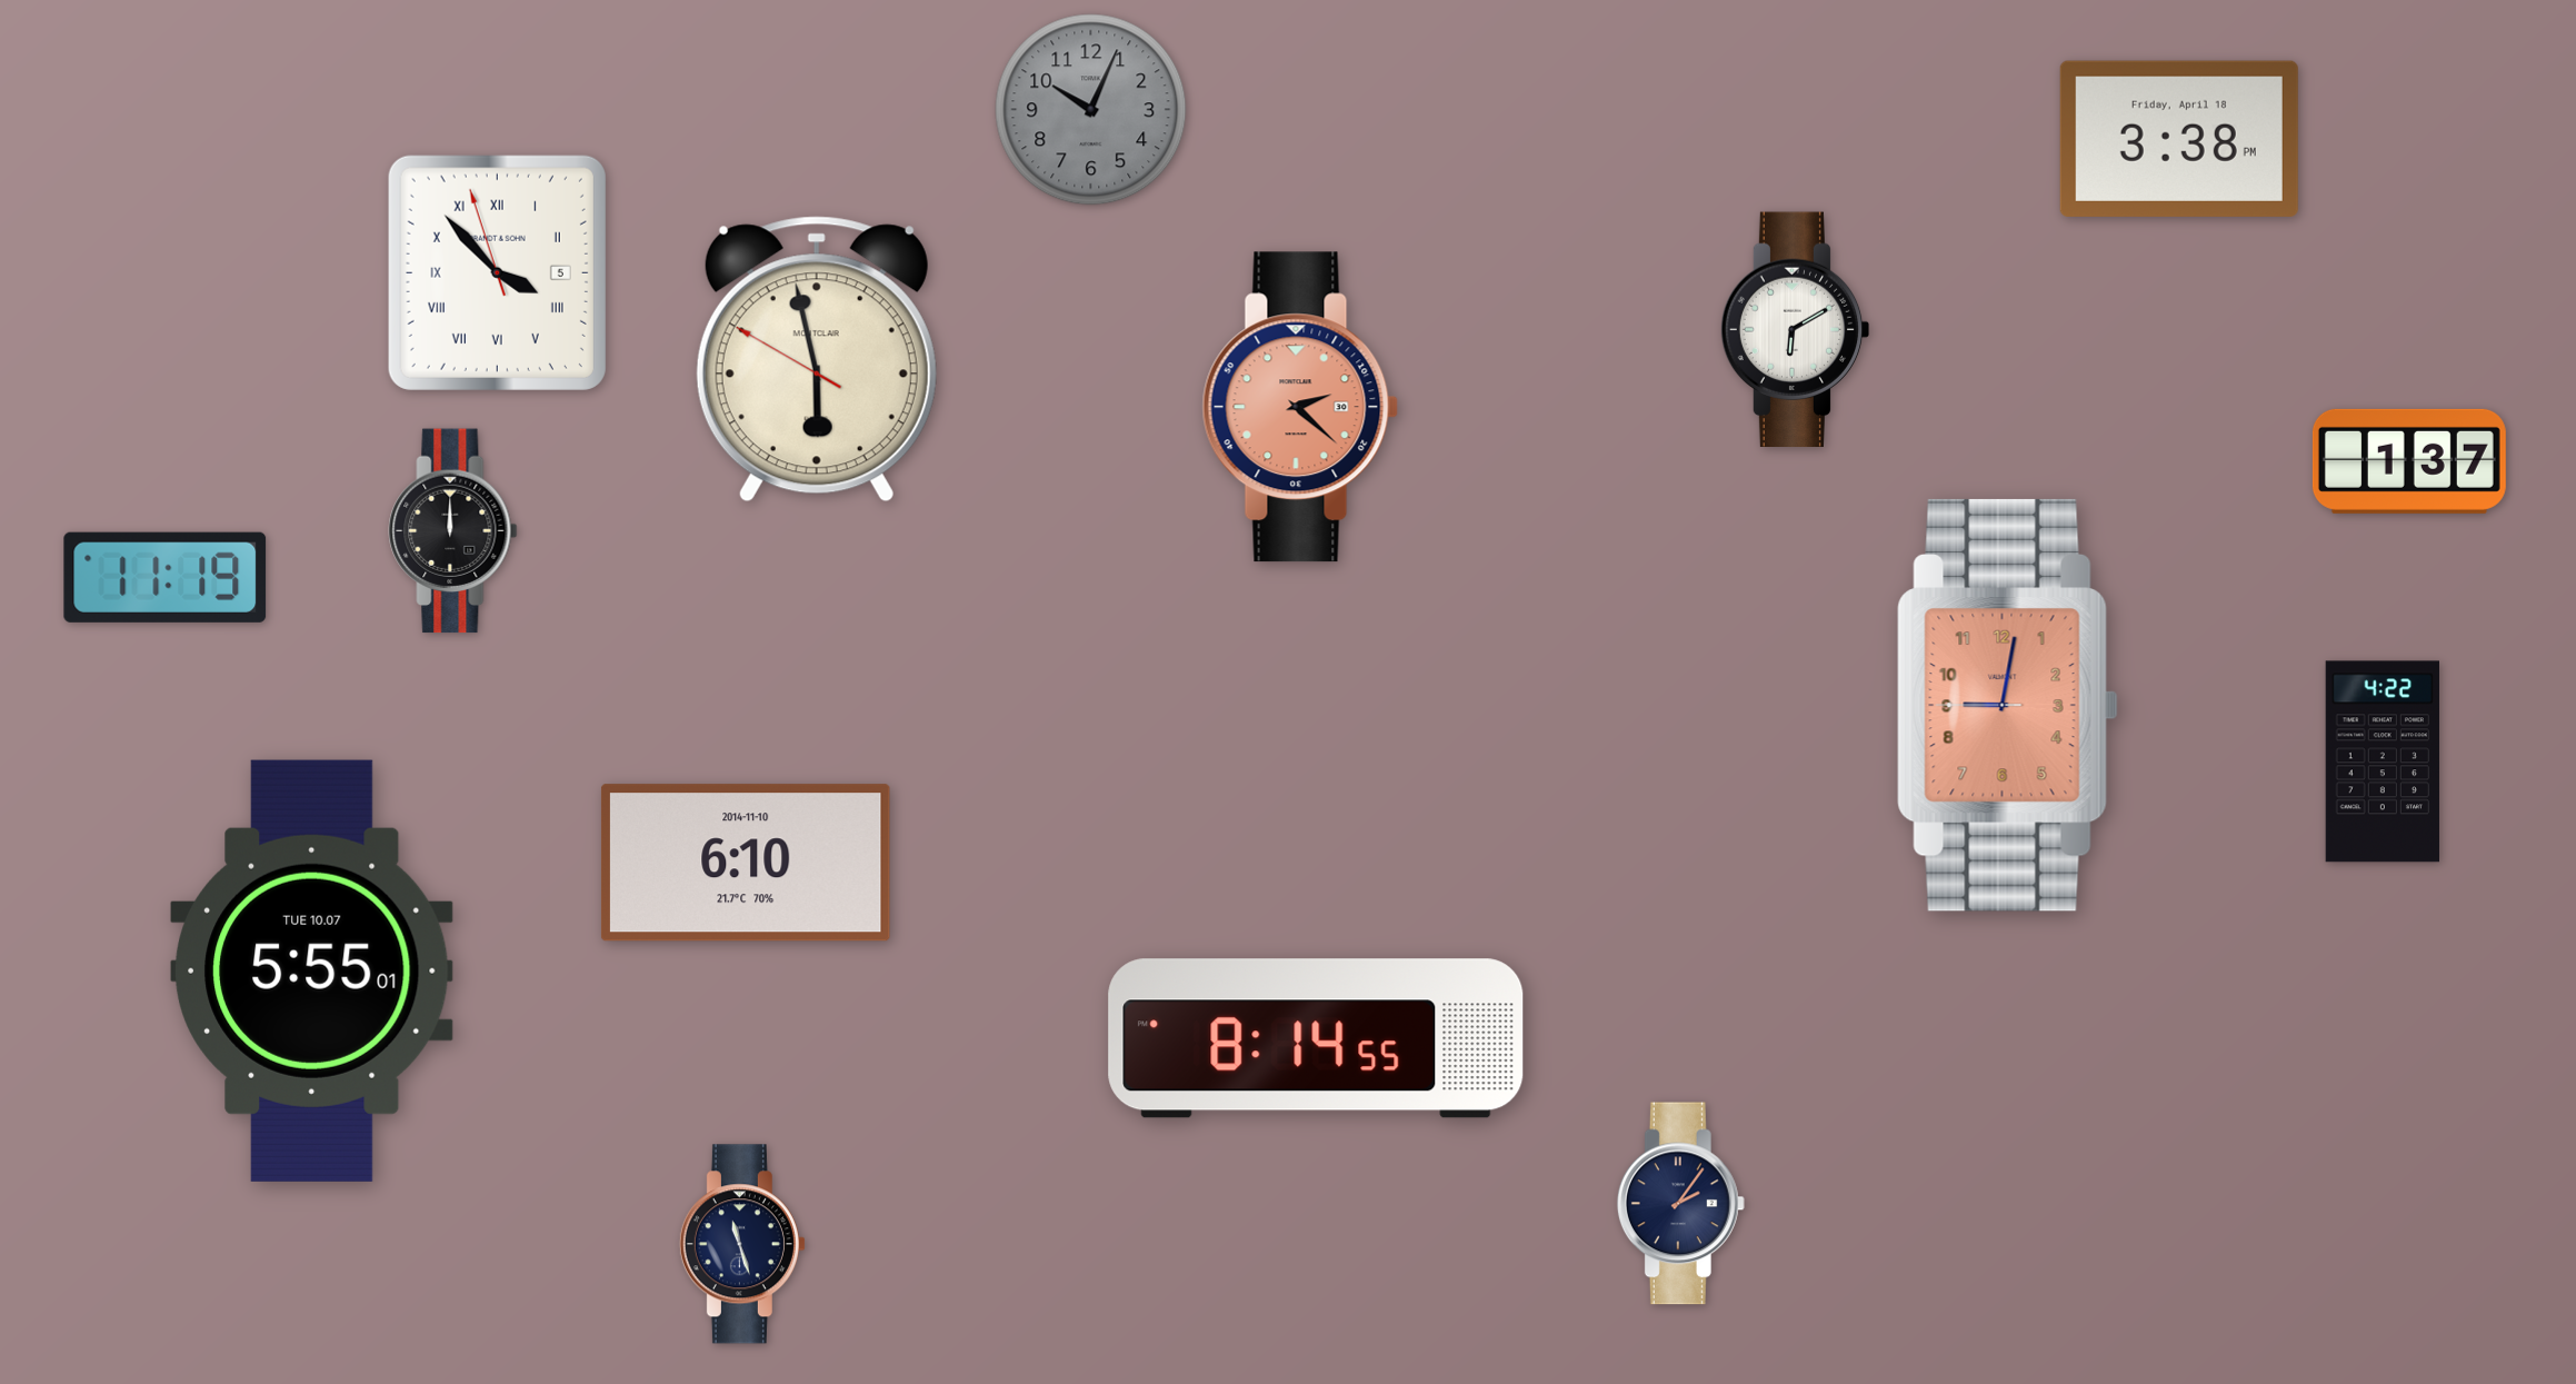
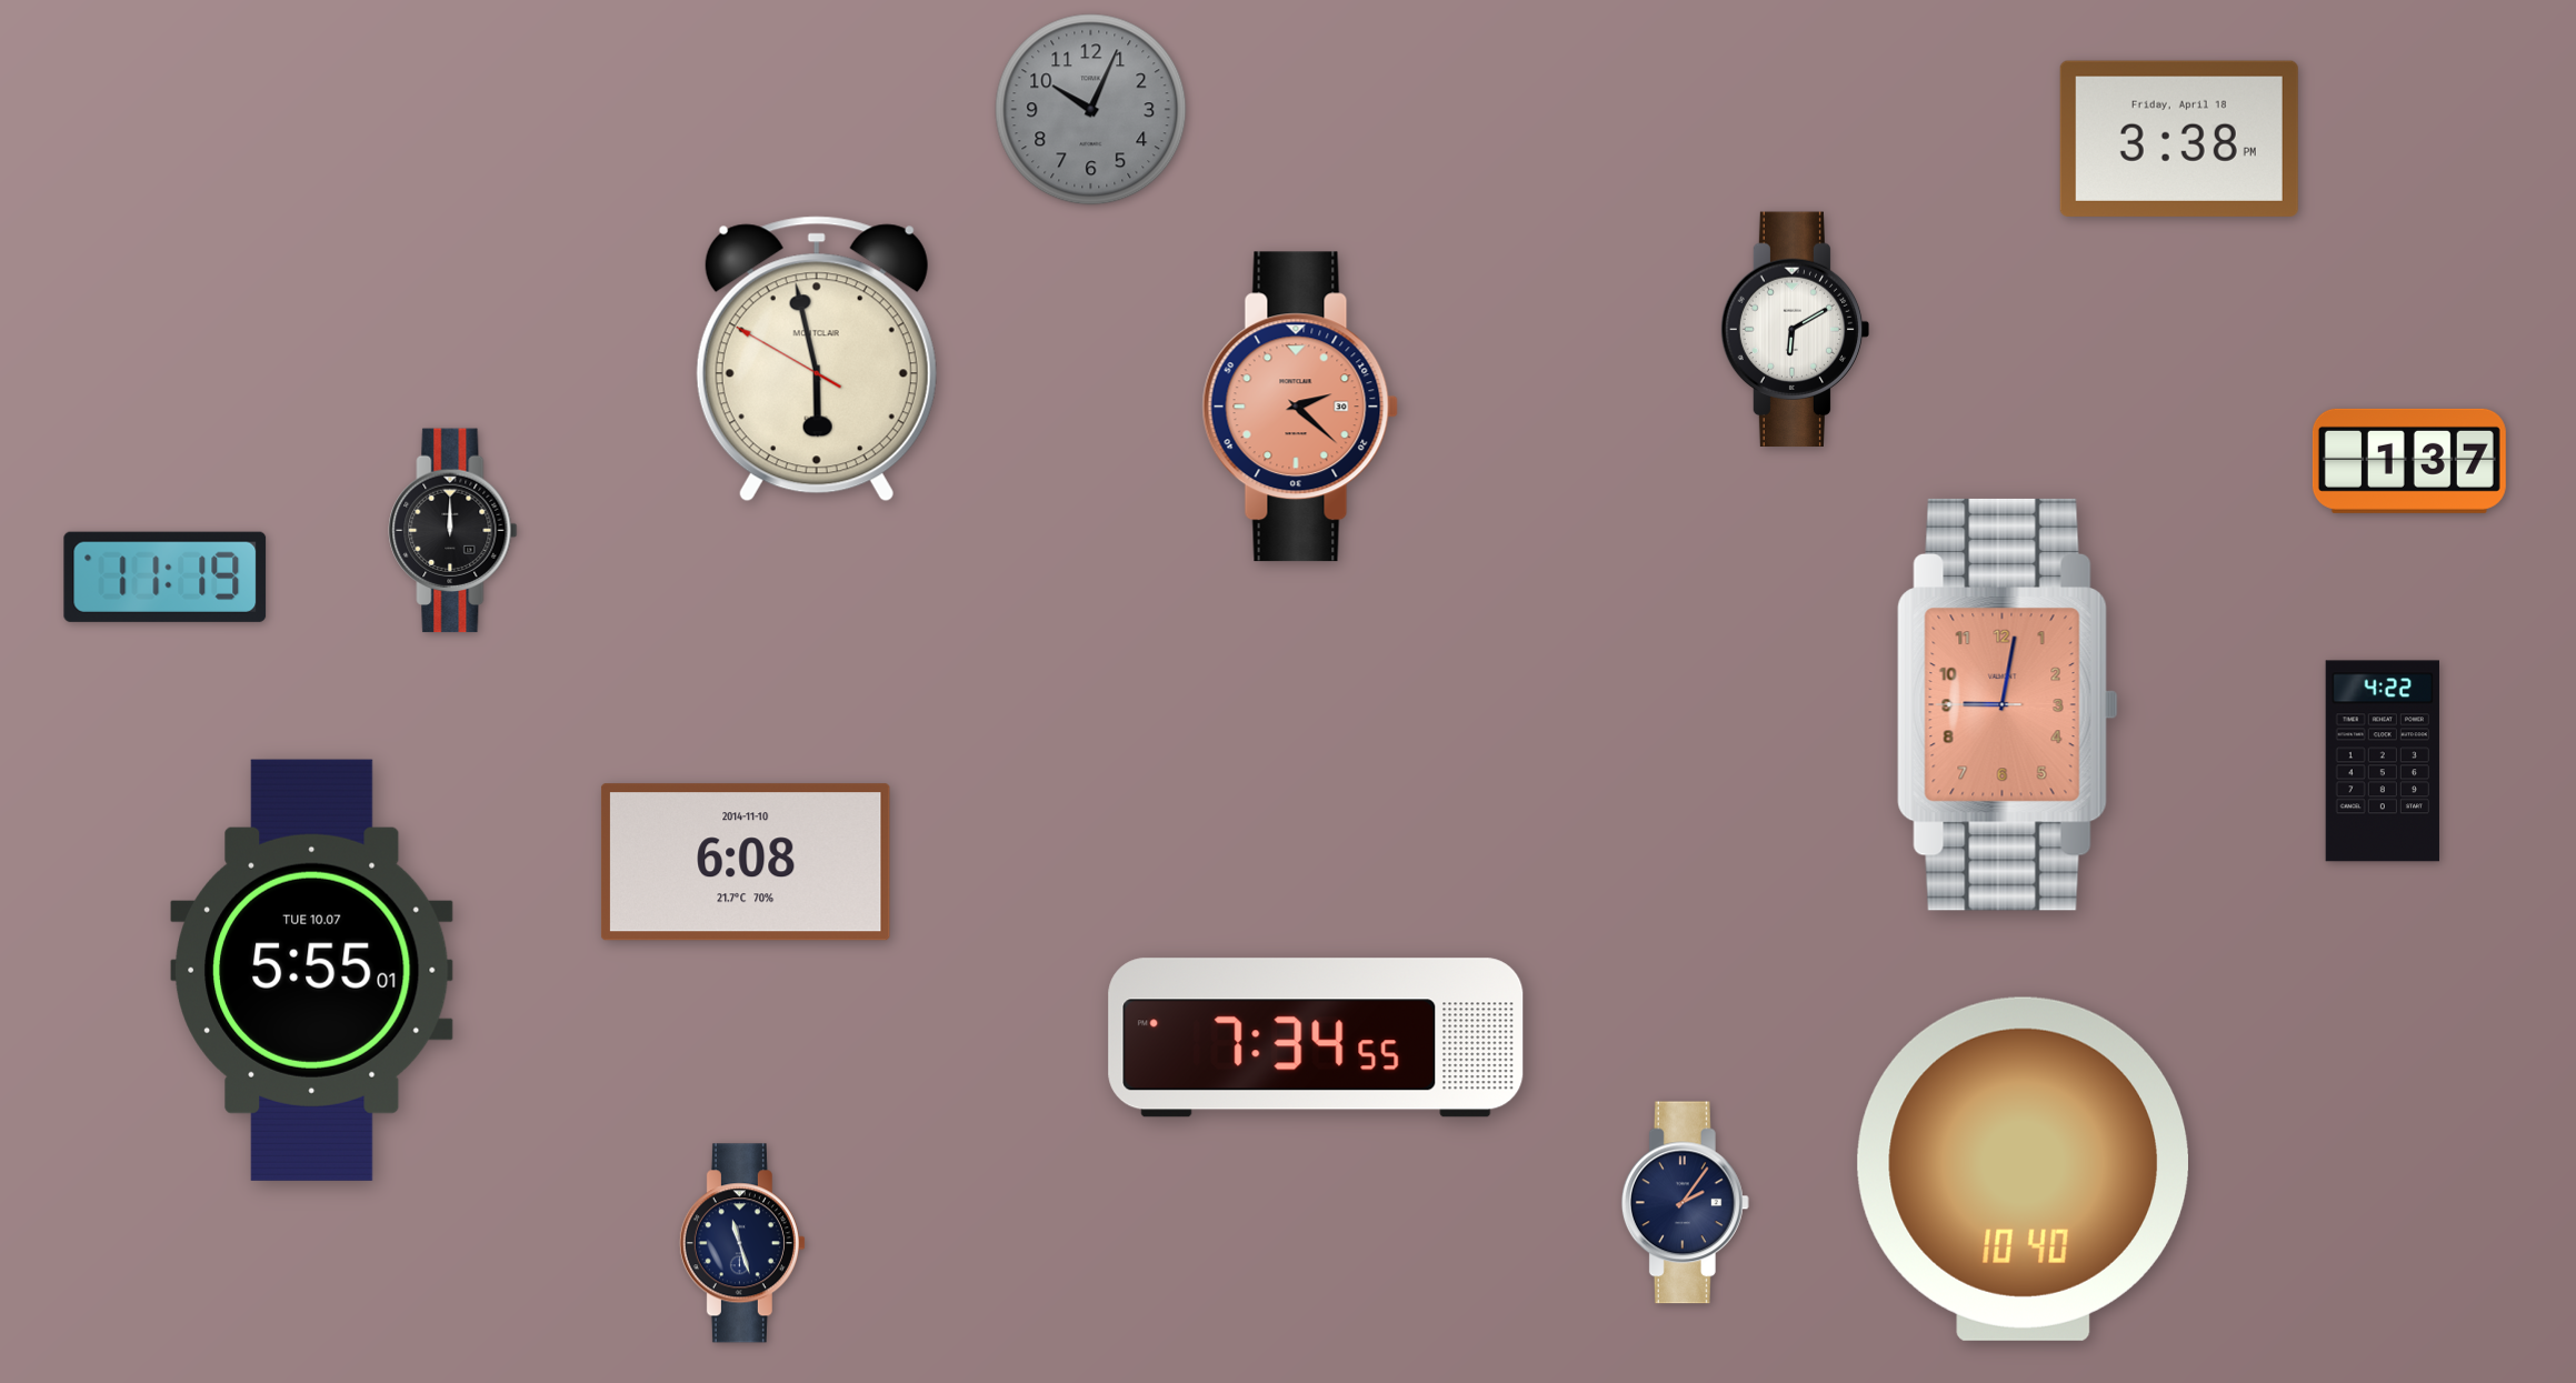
clock at (497, 272): 3:52 -> none
clock at (746, 863): 6:10 -> 6:08
clock at (1316, 1038): 8:14 -> 7:34
clock at (2023, 1169): none -> 10:40
clock at (1680, 1204) position: (1680, 1204) -> (1685, 1203)
